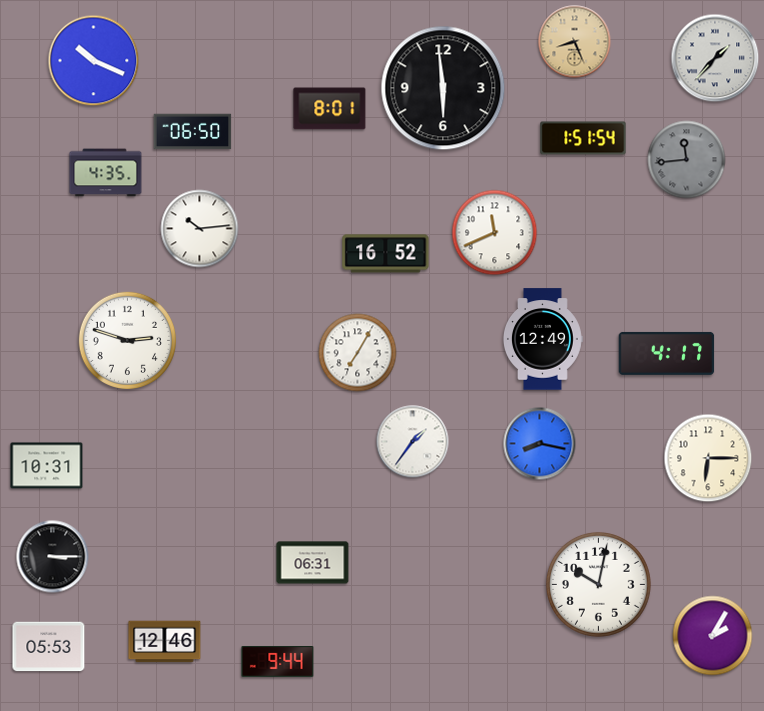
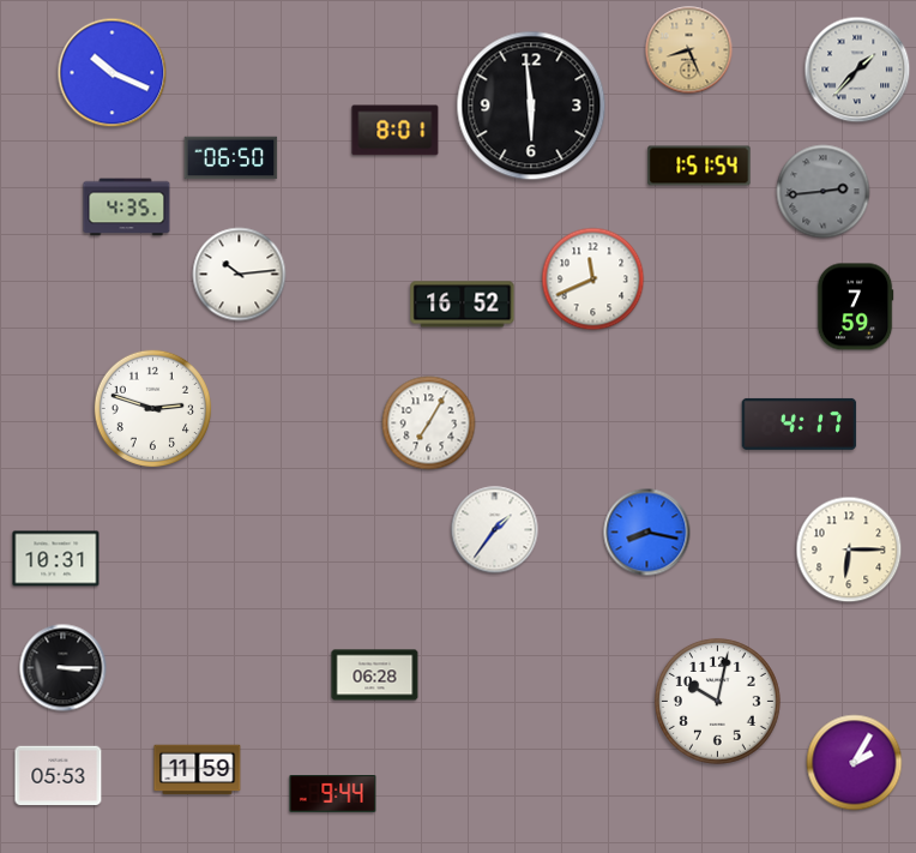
clock at (687, 160): 11:44 -> 2:44
clock at (855, 307): none -> 7:59
clock at (542, 339): 12:49 -> none
clock at (313, 563): 06:31 -> 06:28
clock at (165, 642): 12:46 -> 11:59
